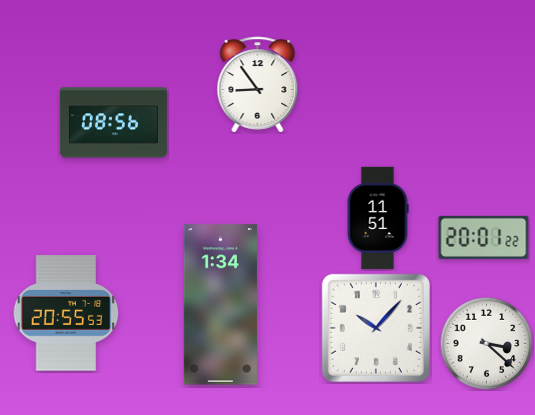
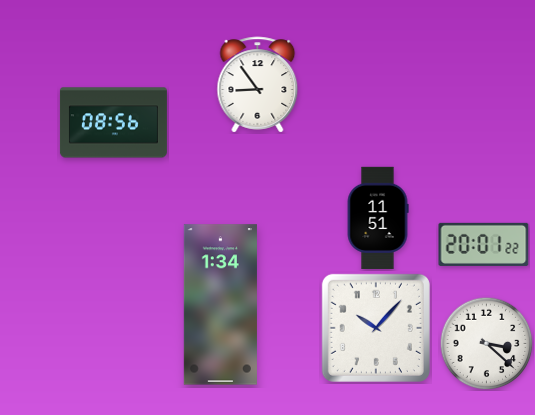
clock at (484, 237) position: (484, 237) -> (484, 244)
clock at (66, 313): 20:55 -> none
